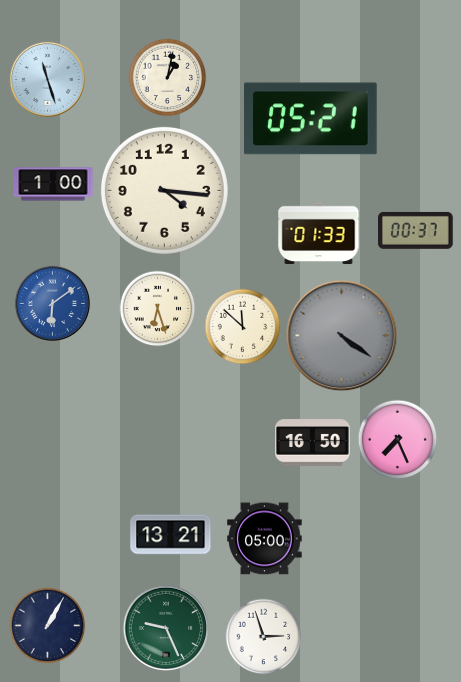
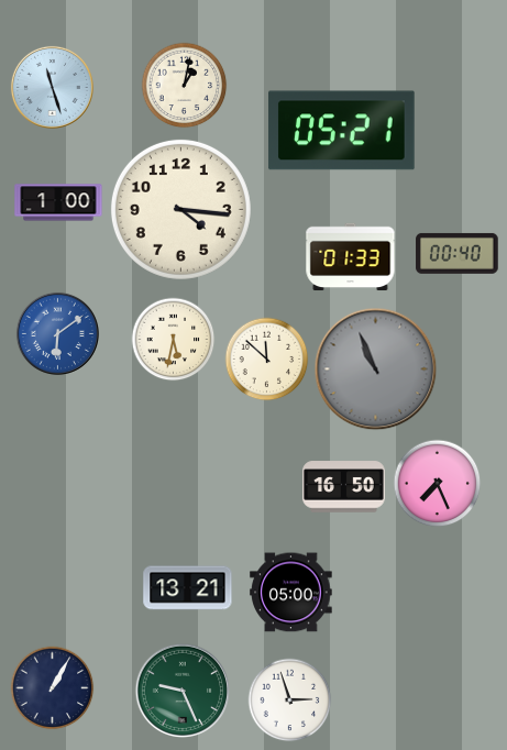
clock at (416, 230): 00:37 -> 00:40
clock at (158, 309): 6:27 -> 5:32
clock at (342, 336): 4:21 -> 10:56
